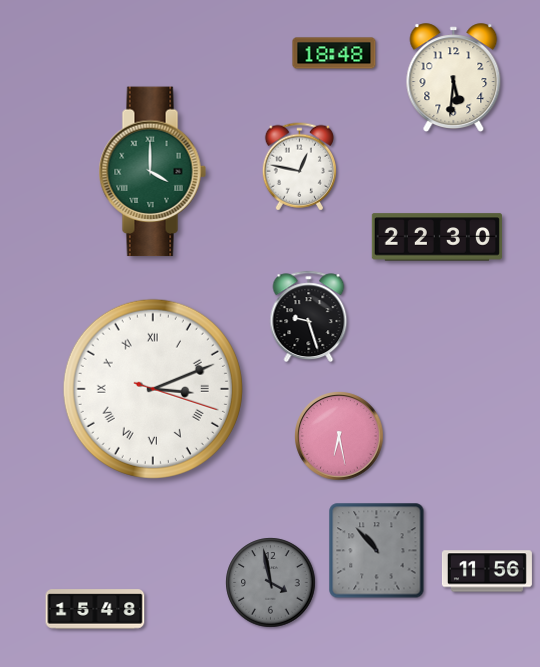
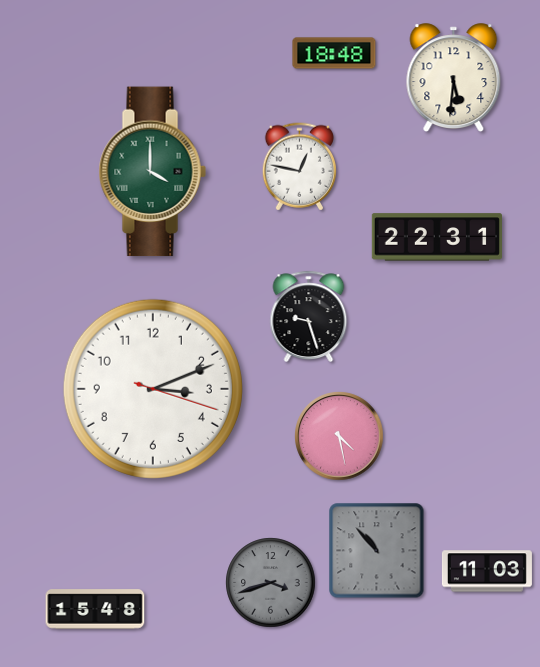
clock at (437, 237): 22:30 -> 22:31
clock at (153, 389) numerals: Roman -> Arabic
clock at (339, 436): 6:28 -> 4:28
clock at (487, 571): 11:56 -> 11:03
clock at (271, 583): 3:58 -> 3:42
